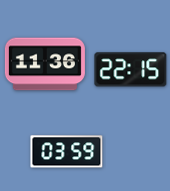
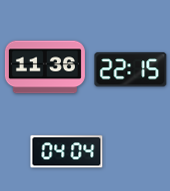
clock at (45, 64) position: (45, 64) -> (45, 67)
clock at (67, 152): 03:59 -> 04:04
